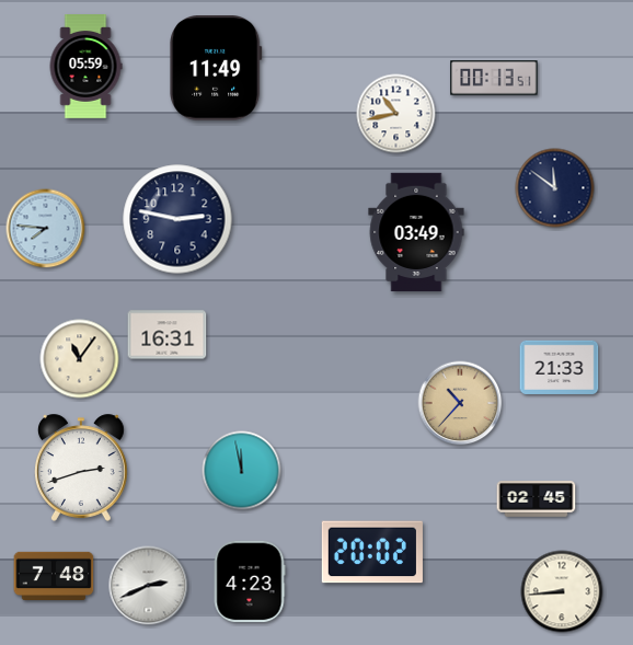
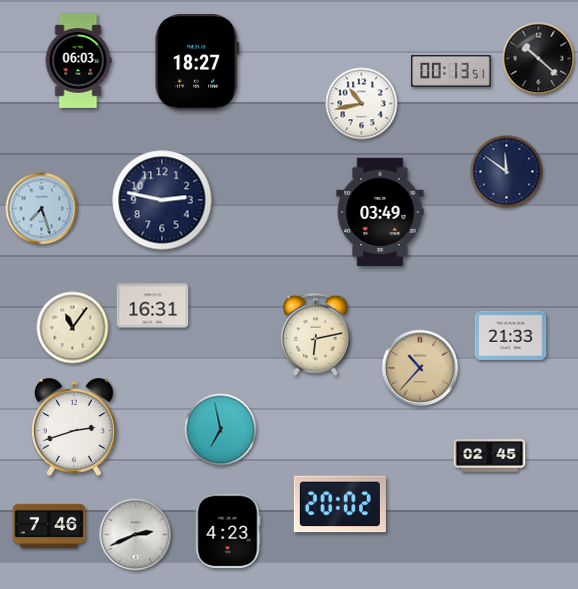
clock at (539, 59): none -> 10:22
clock at (85, 67): 05:59 -> 06:03
clock at (216, 69): 11:49 -> 18:27
clock at (46, 229): 7:46 -> 7:27
clock at (315, 334): none -> 6:13
clock at (242, 471): 11:58 -> 6:58
clock at (54, 575): 7:48 -> 7:46
clock at (562, 591): 8:44 -> none
